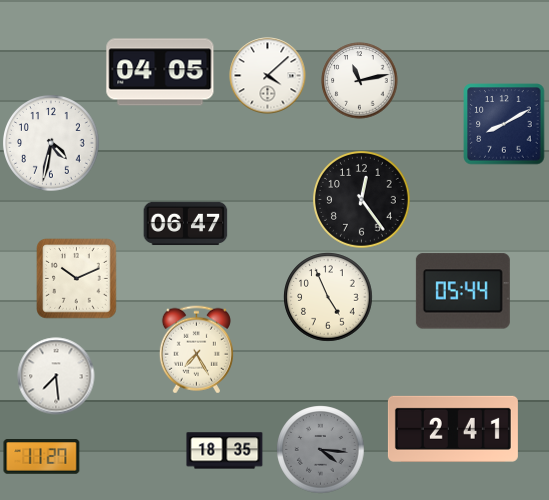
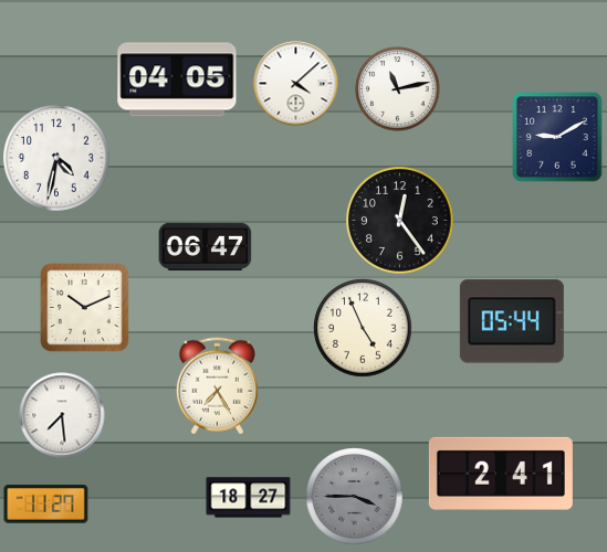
clock at (504, 124): 8:10 -> 9:10
clock at (321, 450): 4:16 -> 3:45
clock at (225, 451): 18:35 -> 18:27
